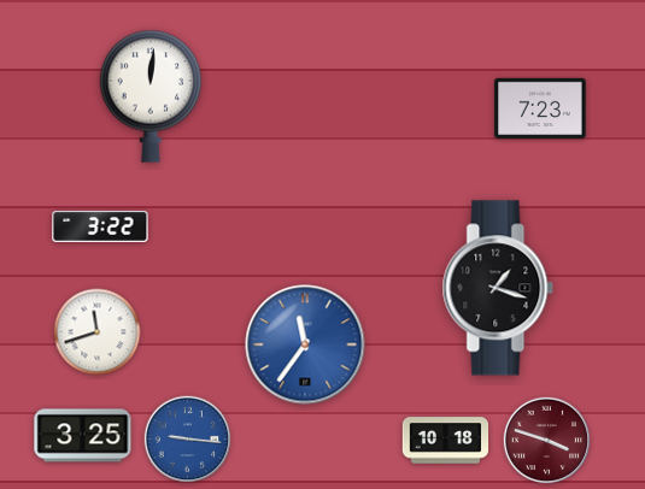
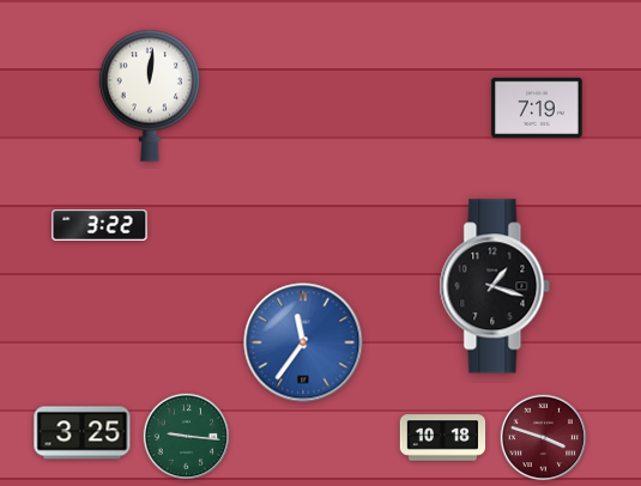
clock at (540, 108): 7:23 -> 7:19
clock at (98, 332): 11:42 -> none
clock at (188, 440) dial: blue -> green
